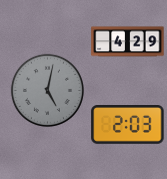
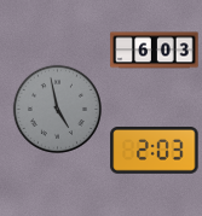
clock at (128, 42): 4:29 -> 6:03
clock at (47, 90): 5:02 -> 4:58
